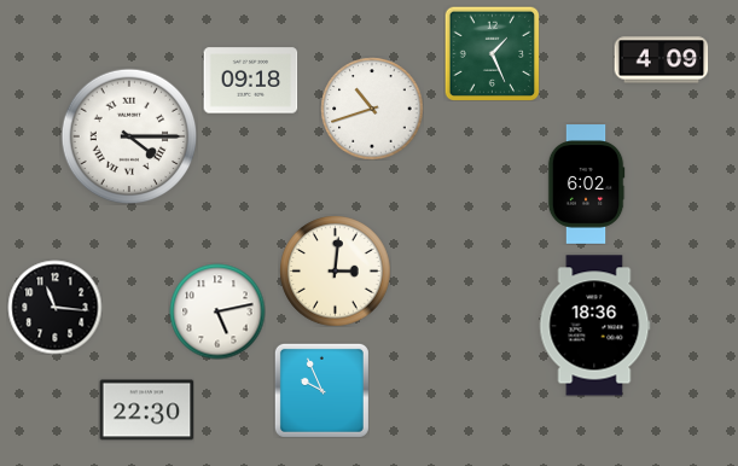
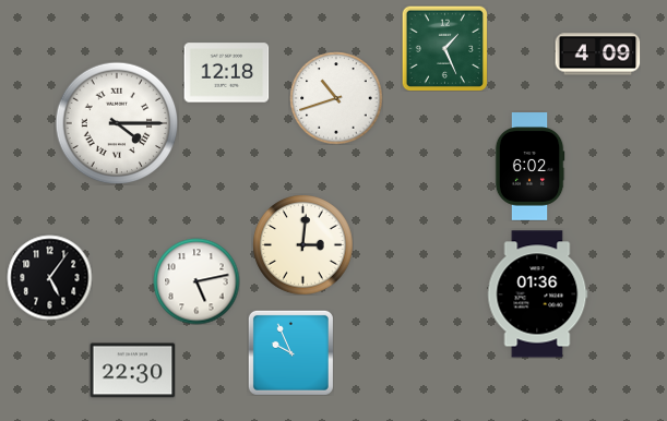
clock at (250, 81): 09:18 -> 12:18
clock at (54, 307): 11:16 -> 5:06
clock at (595, 326): 18:36 -> 01:36
